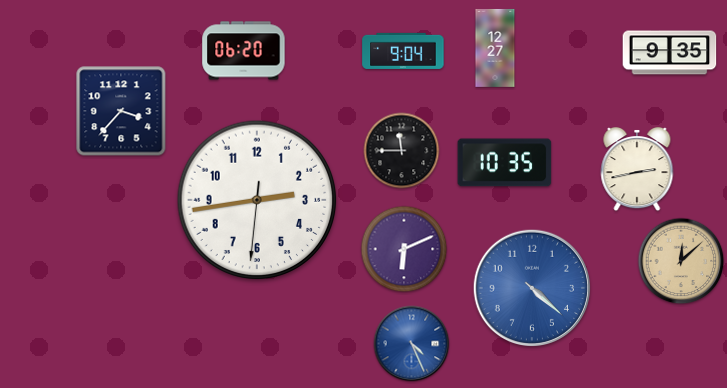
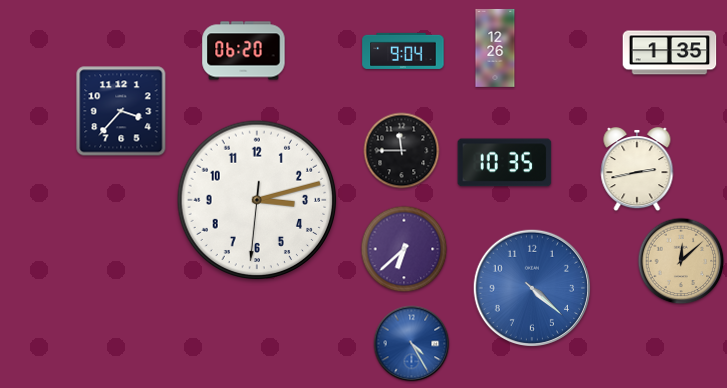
clock at (495, 48): 12:27 -> 12:26
clock at (670, 53): 9:35 -> 1:35
clock at (257, 200): 2:43 -> 3:12
clock at (404, 249): 6:11 -> 6:38
clock at (412, 344): 4:26 -> 4:25
